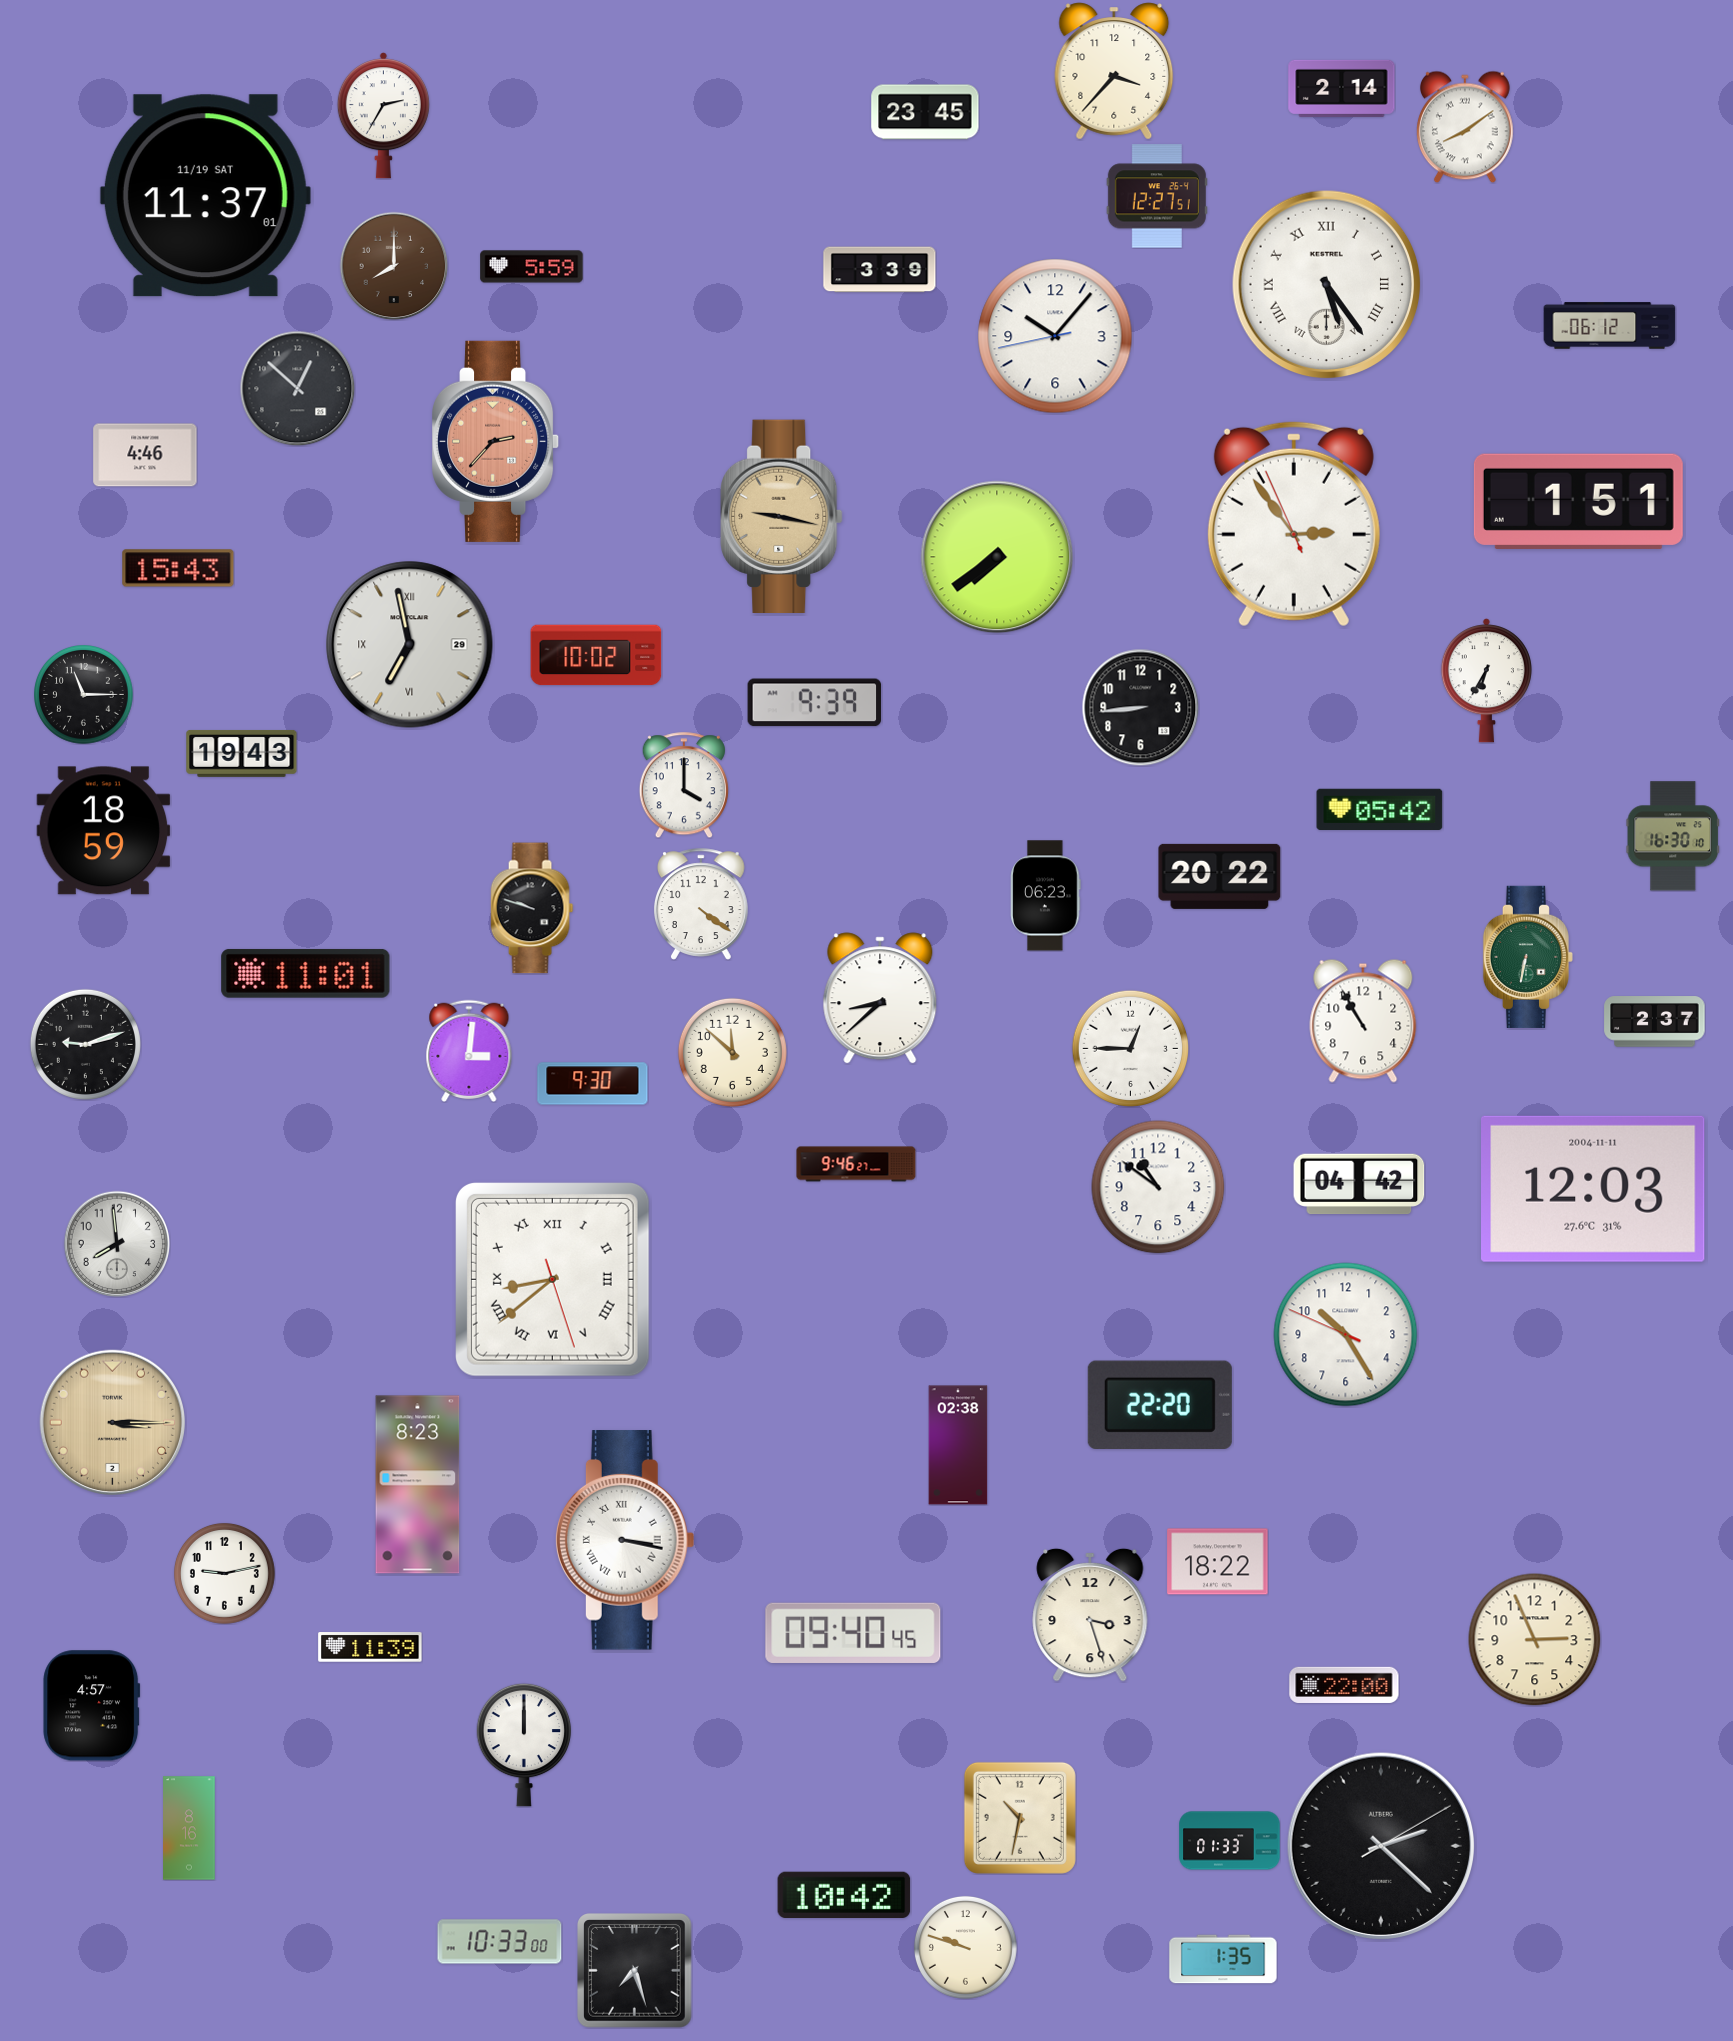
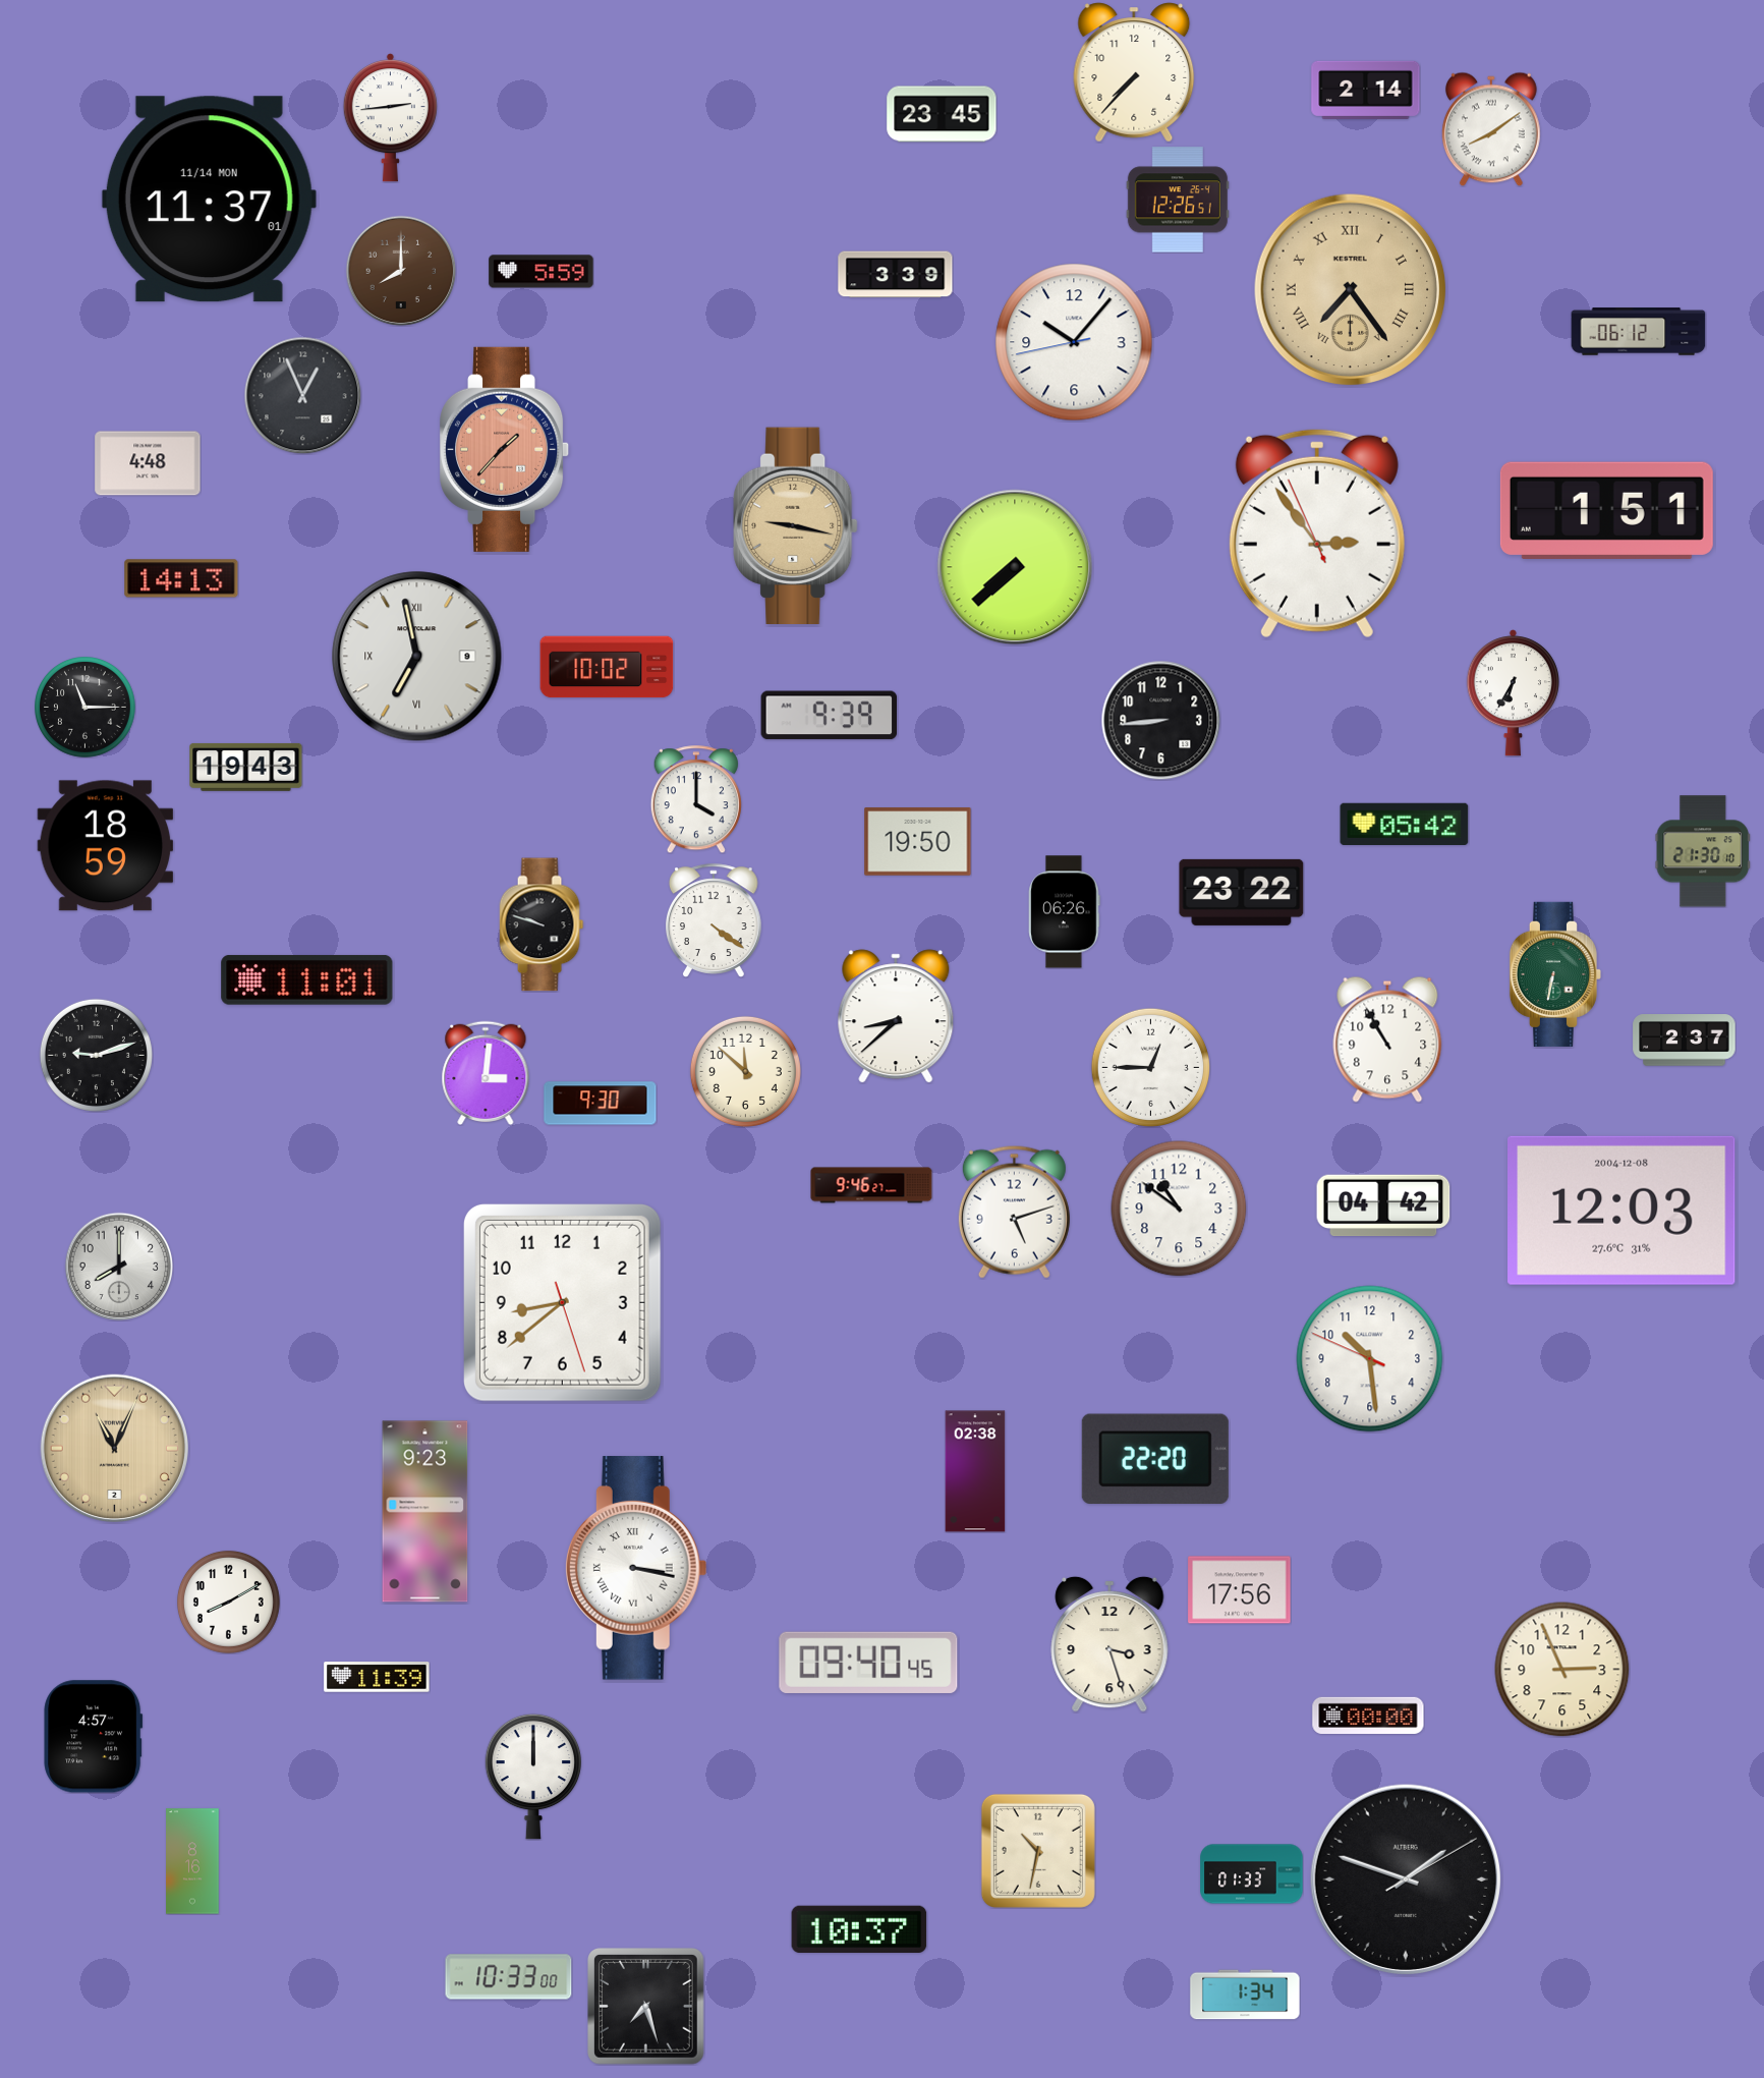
clock at (1114, 71): 3:37 -> 7:37
clock at (383, 116): 2:35 -> 2:44
clock at (205, 196) date: 11/19 SAT -> 11/14 MON
clock at (1157, 196): 12:27 -> 12:26
clock at (1327, 285): 5:24 -> 7:24
clock at (1327, 285) dial: white -> champagne
clock at (297, 388): 12:52 -> 12:56
clock at (497, 441): 2:37 -> 1:37
clock at (145, 455): 4:46 -> 4:48
clock at (997, 557): 7:39 -> 7:38
clock at (178, 568): 15:43 -> 14:13
clock at (410, 645) date: 29 -> 9
clock at (918, 842): none -> 19:50
clock at (1672, 836): 16:30 -> 21:30
clock at (1220, 876): 20:22 -> 23:22
clock at (1046, 896): 06:23 -> 06:26
clock at (306, 973) position: (306, 973) -> (307, 979)
clock at (85, 1044) position: (85, 1044) -> (96, 1055)
clock at (469, 1051) position: (469, 1051) -> (486, 1073)
clock at (593, 1084) position: (593, 1084) -> (601, 1104)
clock at (1594, 1189) date: 2004-11-11 -> 2004-12-08
clock at (1014, 1212): none -> 5:12
clock at (117, 1244): 7:59 -> 8:00
clock at (552, 1279) numerals: Roman -> Arabic
clock at (1346, 1335): 10:24 -> 10:28
clock at (1160, 1404) position: (1160, 1404) -> (1155, 1458)
clock at (112, 1422): 3:15 -> 11:04
clock at (418, 1485): 8:23 -> 9:23
clock at (1218, 1562): 18:22 -> 17:56
clock at (224, 1573): 9:13 -> 8:10
clock at (1344, 1685): 22:00 -> 00:00
clock at (1380, 1845): 2:22 -> 1:48
clock at (844, 1894): 10:42 -> 10:37
clock at (965, 1947): 9:48 -> none
clock at (1223, 1959): 1:35 -> 1:34
